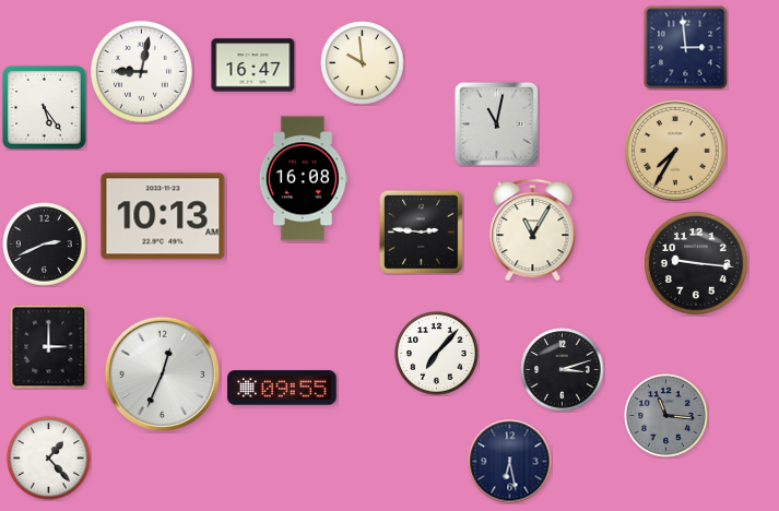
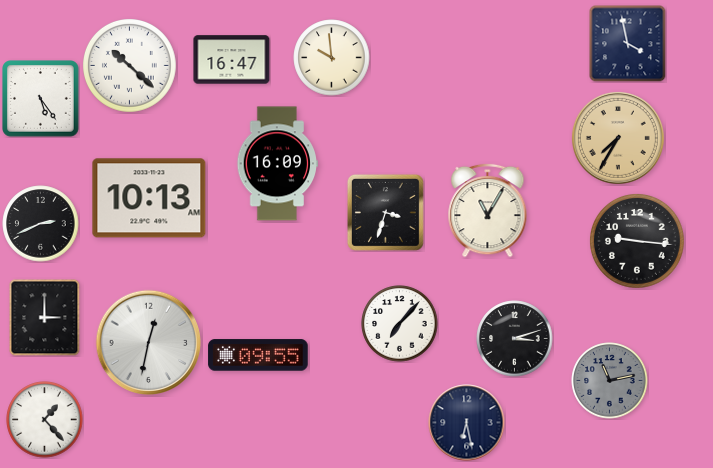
clock at (685, 47): 2:59 -> 3:58
clock at (142, 72): 9:02 -> 10:22
clock at (496, 123): 11:02 -> none
clock at (304, 179): 16:08 -> 16:09
clock at (421, 231): 2:46 -> 3:33
clock at (163, 375): 12:34 -> 12:32
clock at (666, 416): 11:16 -> 11:13
